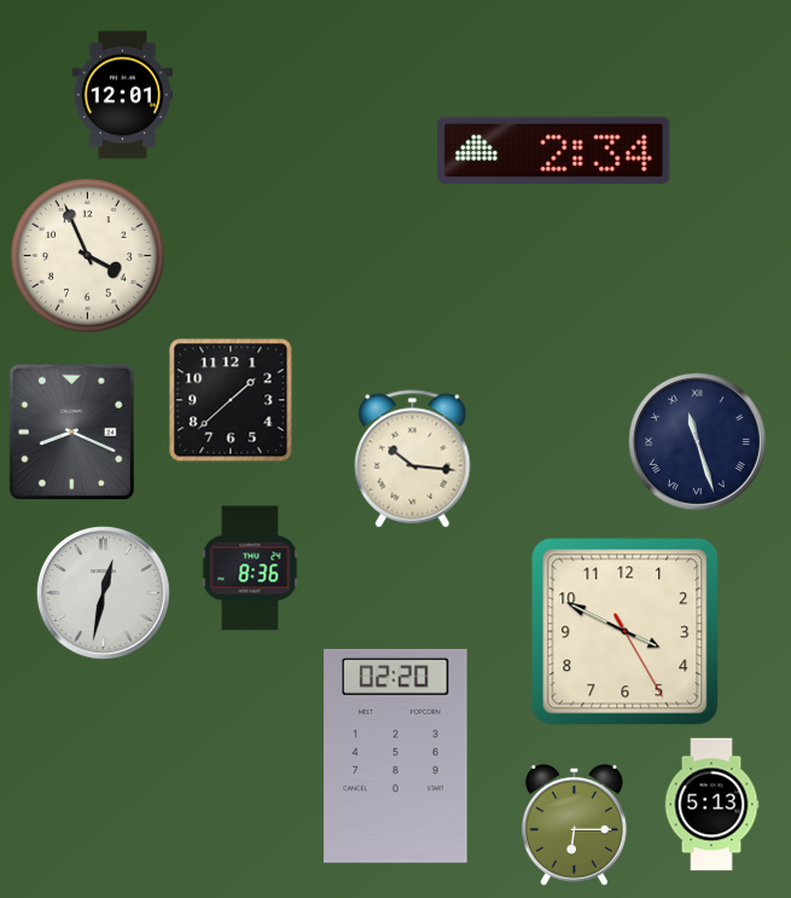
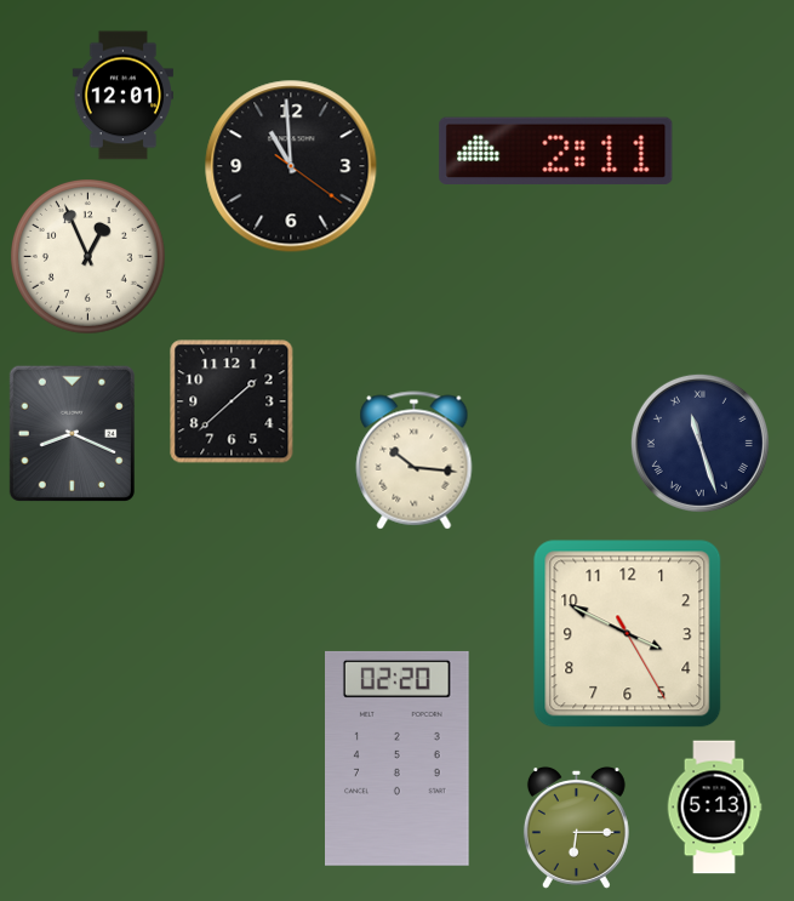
clock at (554, 150): 2:34 -> 2:11
clock at (291, 166): none -> 10:59
clock at (88, 256): 3:56 -> 12:56
clock at (250, 568): 8:36 -> none
clock at (103, 592): 12:32 -> none
